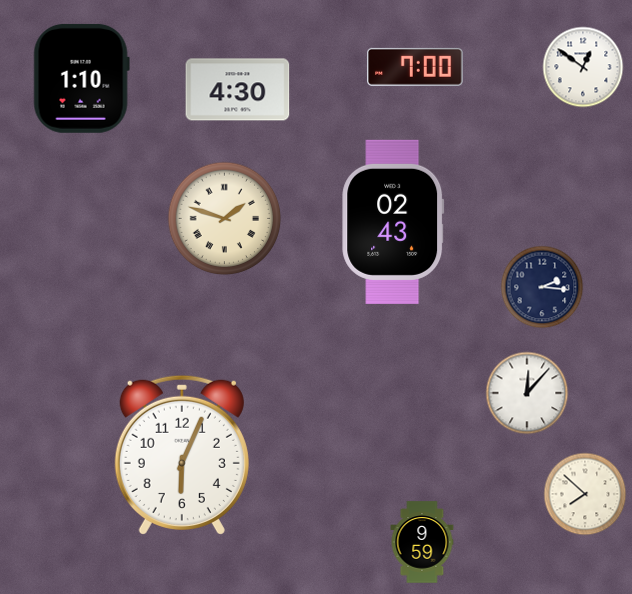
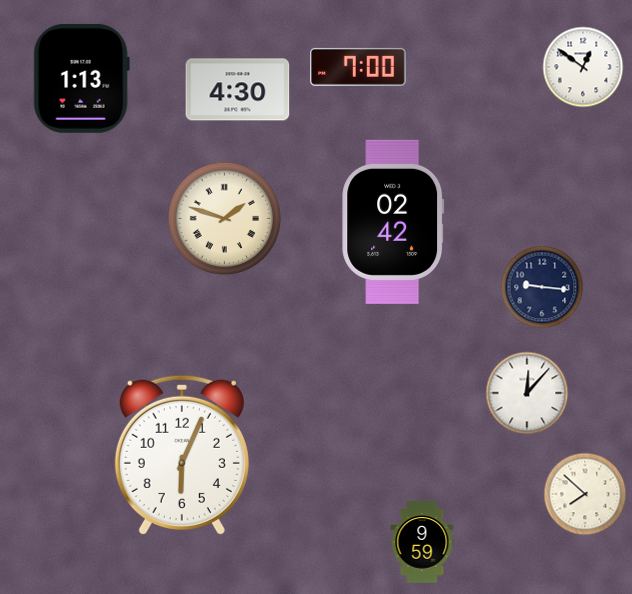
clock at (415, 67) position: (415, 67) -> (358, 67)
clock at (81, 78): 1:10 -> 1:13
clock at (393, 222): 02:43 -> 02:42
clock at (542, 287): 2:16 -> 9:16
